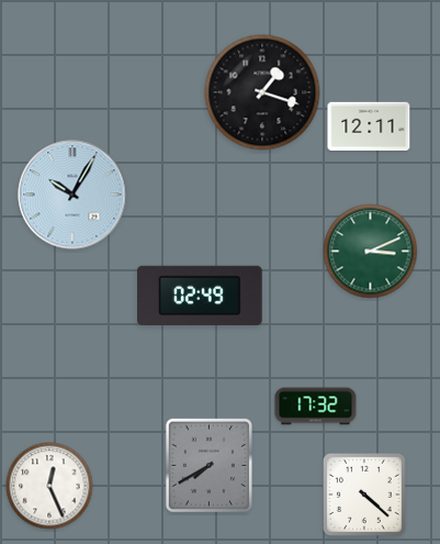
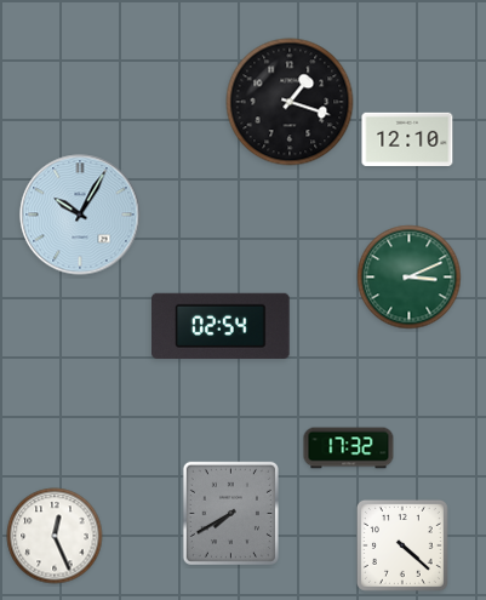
clock at (369, 126): 12:11 -> 12:10
clock at (200, 296): 02:49 -> 02:54
